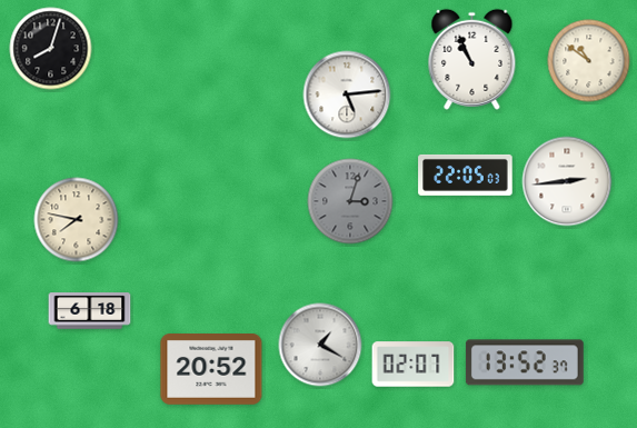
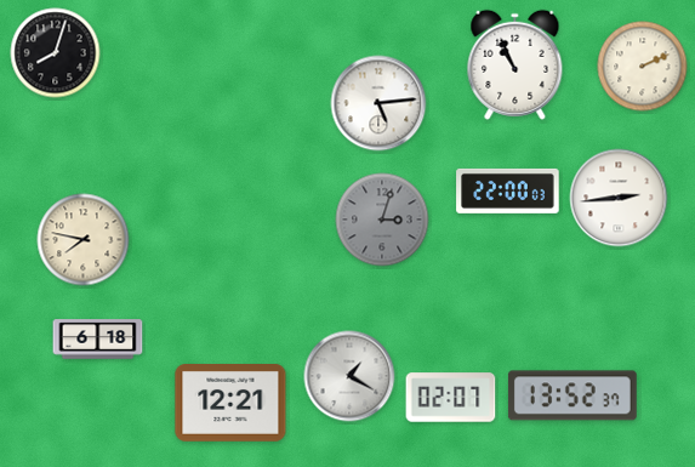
clock at (589, 61): 10:51 -> 2:11
clock at (466, 175): 22:05 -> 22:00
clock at (211, 370): 20:52 -> 12:21
